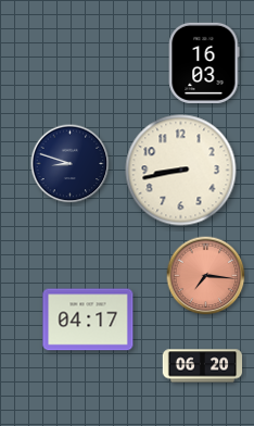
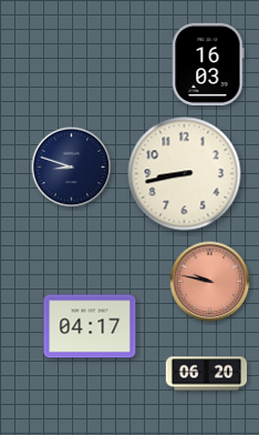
clock at (206, 276): 7:16 -> 9:47
